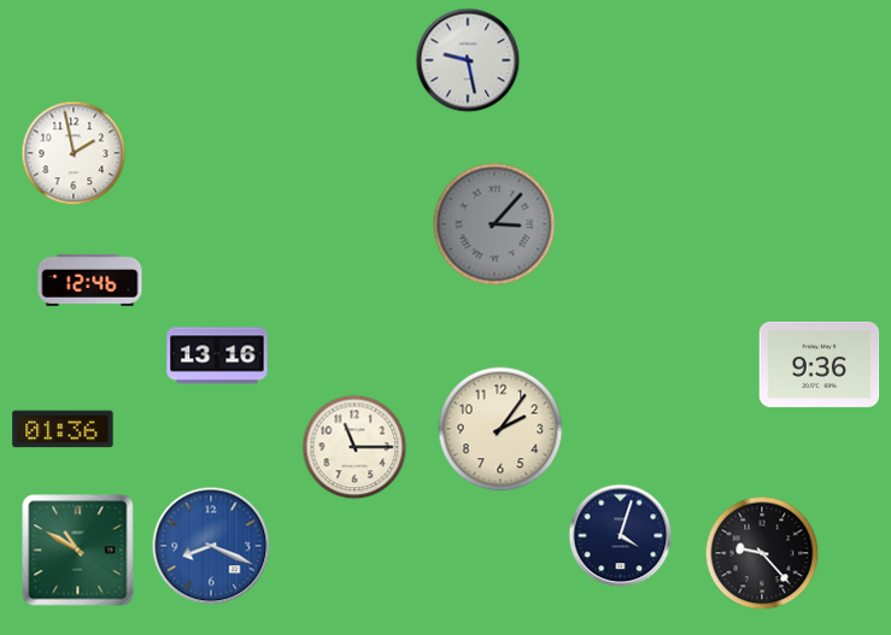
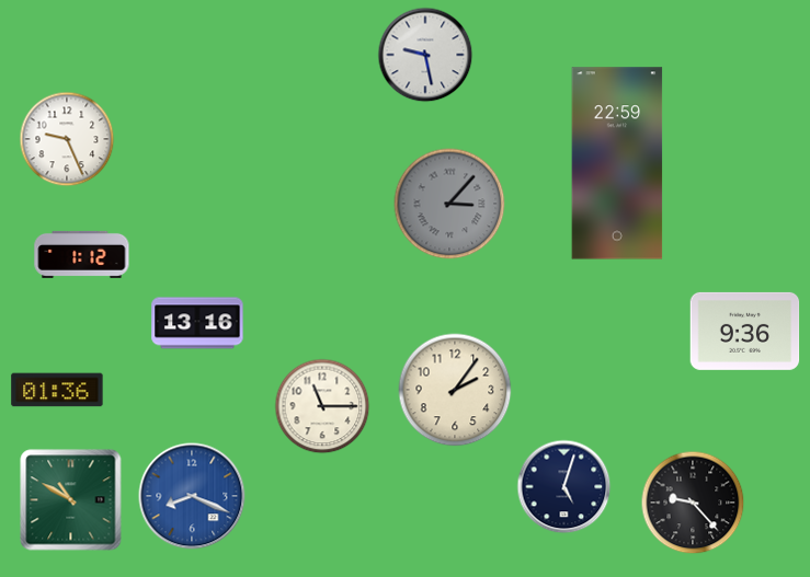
clock at (74, 153): 1:58 -> 9:26
clock at (617, 163): none -> 22:59
clock at (90, 280): 12:46 -> 1:12
clock at (621, 536): 4:03 -> 5:03
